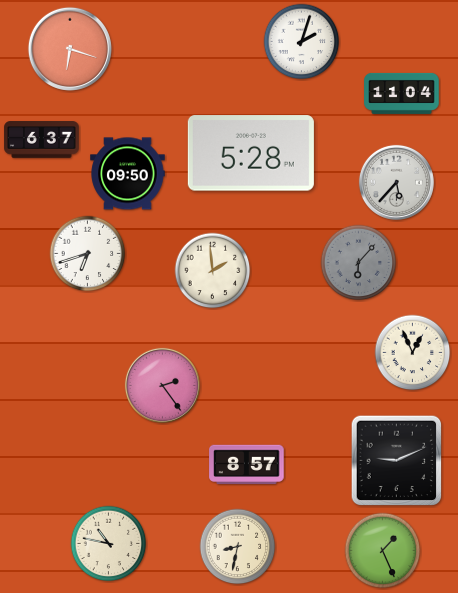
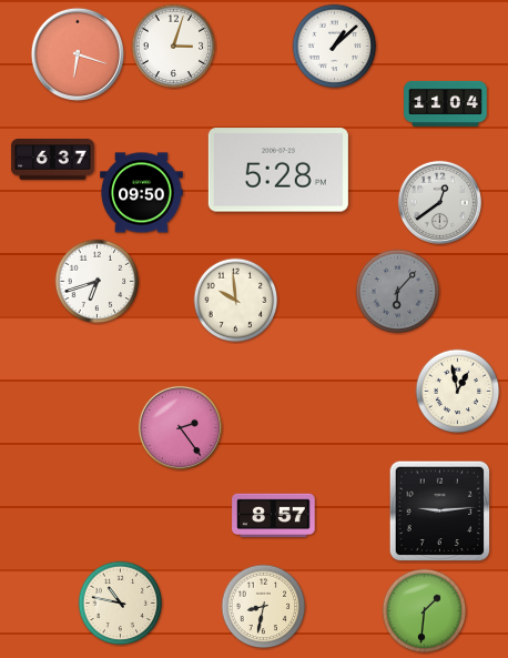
clock at (174, 47): none -> 3:03
clock at (302, 42): 2:03 -> 1:08
clock at (42, 140) position: (42, 140) -> (53, 160)
clock at (396, 182): 5:37 -> 12:39
clock at (213, 271): 1:59 -> 9:59
clock at (413, 353): 12:56 -> 12:58
clock at (397, 461): 9:11 -> 9:14
clock at (383, 551): 1:26 -> 1:31
